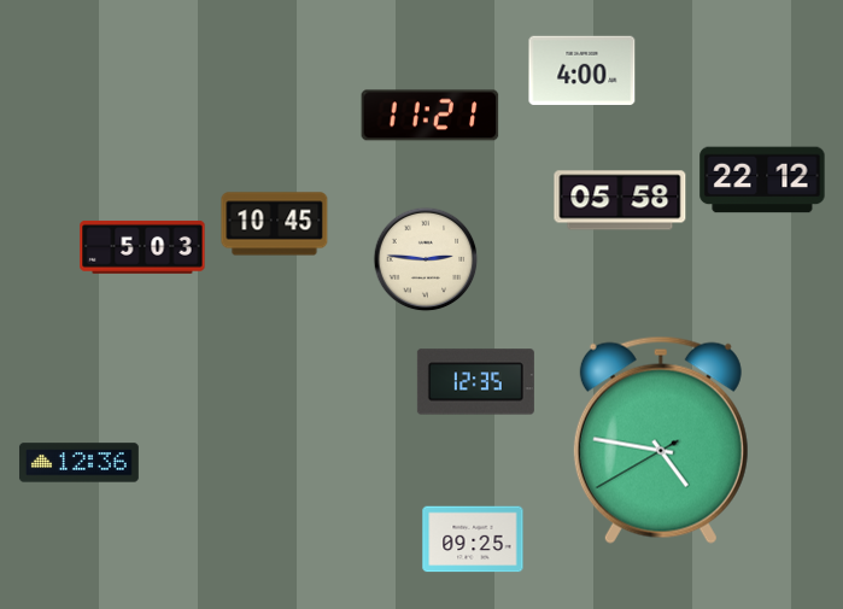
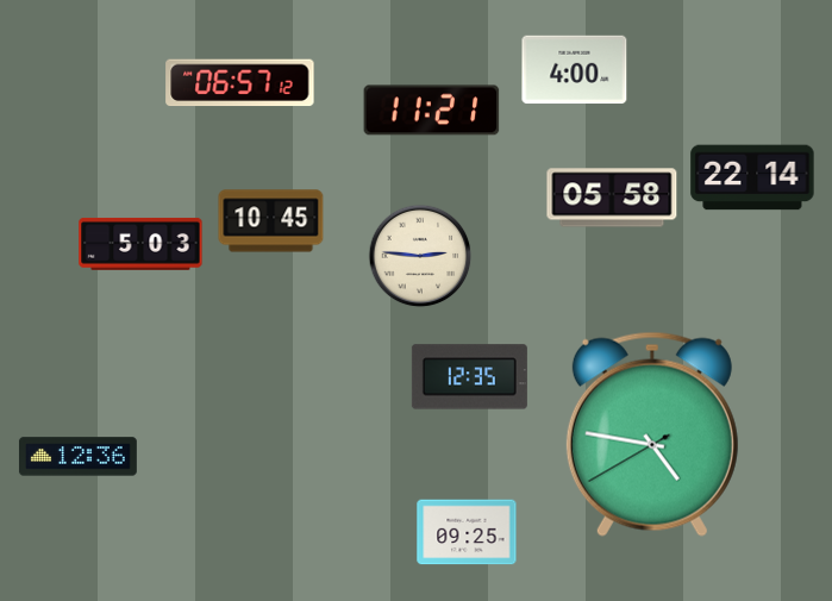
clock at (240, 83): none -> 06:57
clock at (431, 116) position: (431, 116) -> (432, 111)
clock at (762, 180): 22:12 -> 22:14
